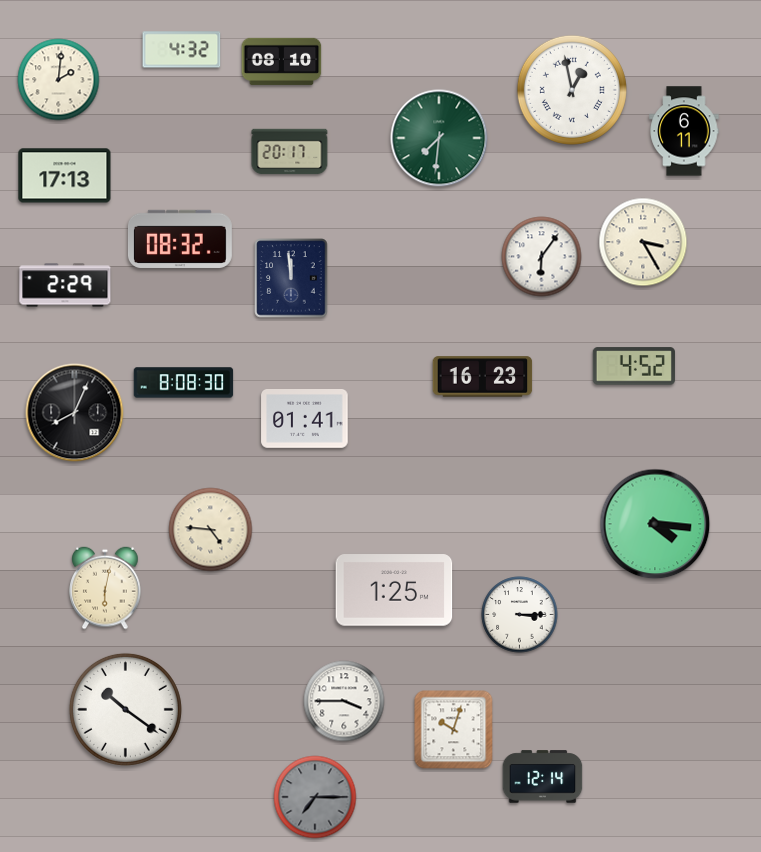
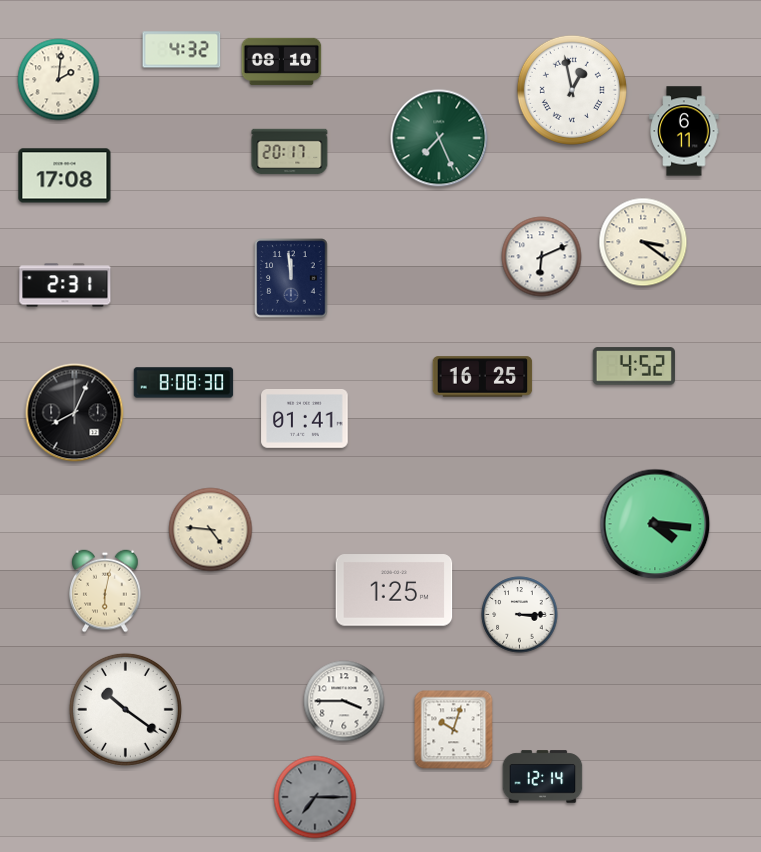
clock at (439, 138): 7:31 -> 7:26
clock at (65, 176): 17:13 -> 17:08
clock at (180, 239): 08:32 -> none
clock at (643, 242): 3:25 -> 3:21
clock at (542, 257): 6:06 -> 6:11
clock at (65, 285): 2:29 -> 2:31
clock at (483, 377): 16:23 -> 16:25
clock at (105, 588) position: (105, 588) -> (105, 591)
